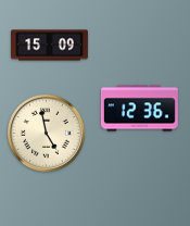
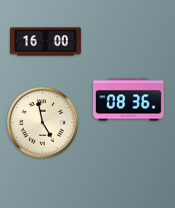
clock at (50, 46): 15:09 -> 16:00
clock at (139, 109): 12:36 -> 08:36
